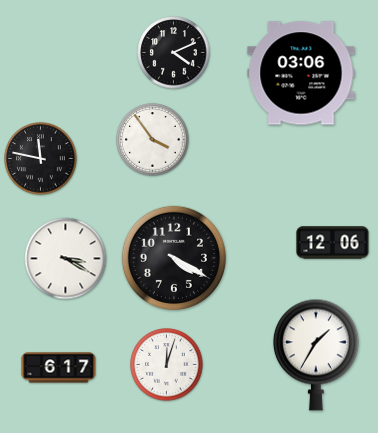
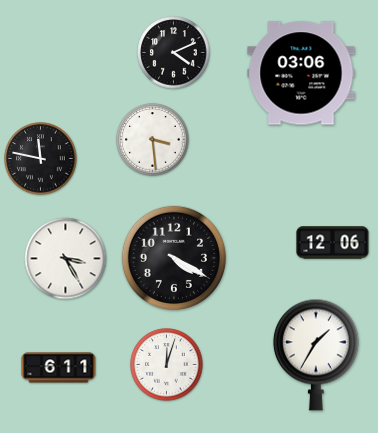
clock at (153, 140): 3:54 -> 3:29
clock at (66, 259): 3:20 -> 3:25
clock at (59, 368): 6:17 -> 6:11
